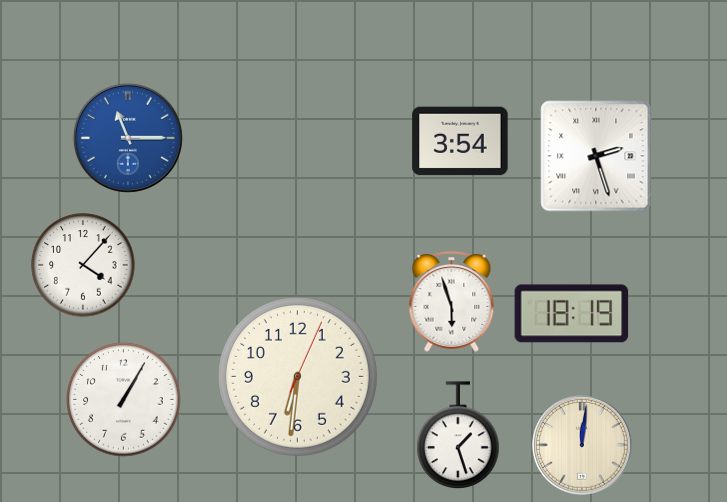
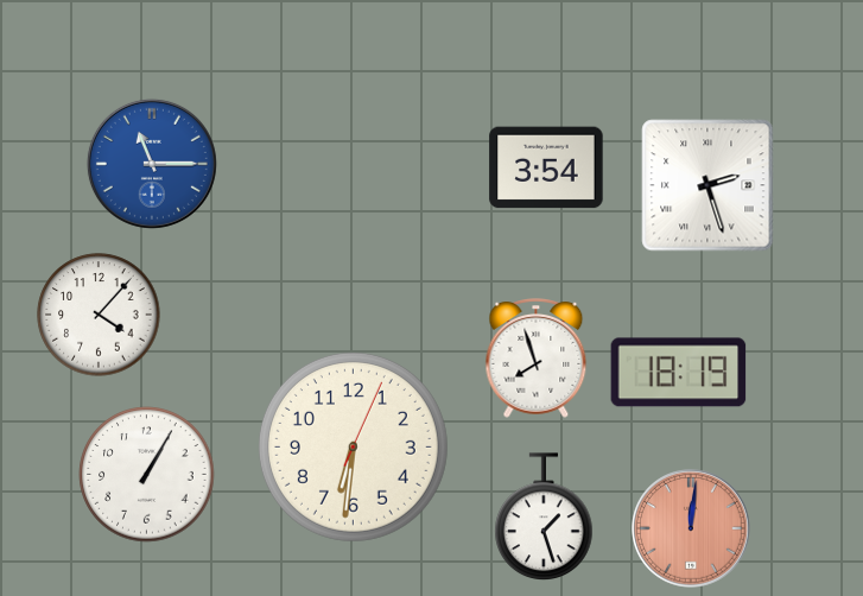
clock at (452, 302): 5:57 -> 7:57
clock at (582, 445) dial: cream -> salmon
